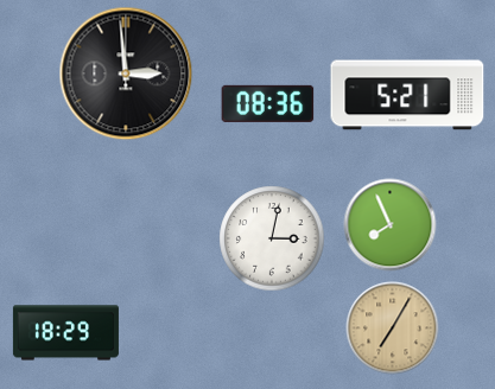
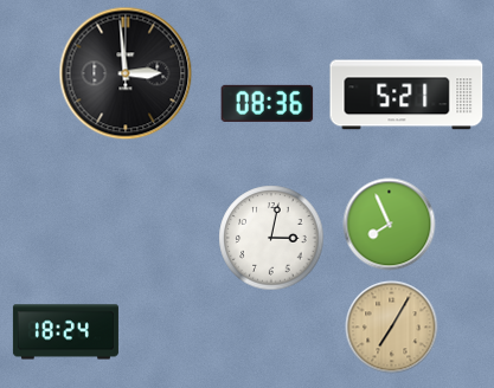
clock at (65, 333): 18:29 -> 18:24
